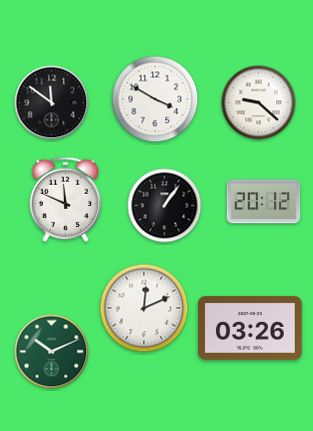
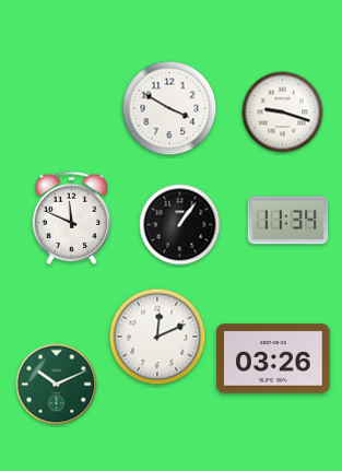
clock at (52, 103): 11:51 -> none
clock at (259, 103): 9:22 -> 9:18
clock at (264, 202): 20:12 -> 11:34
